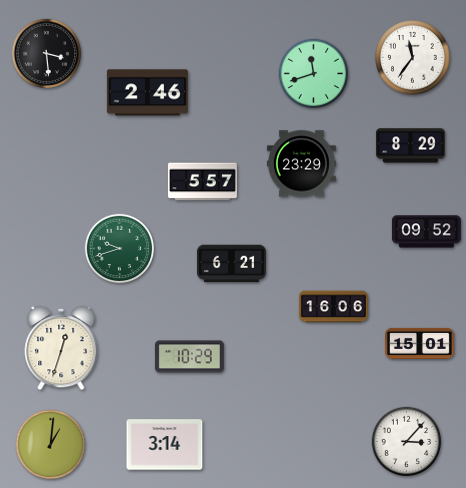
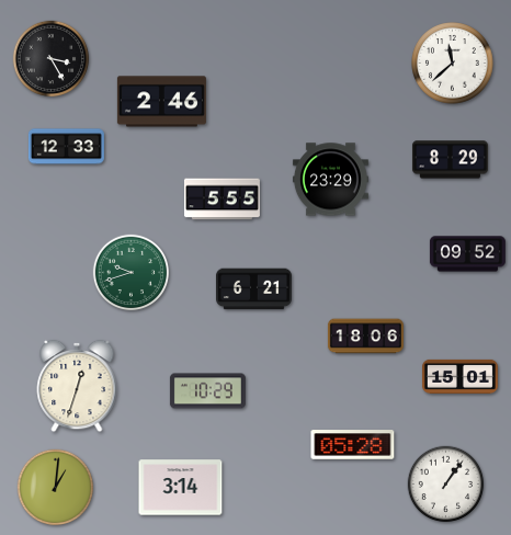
clock at (47, 54): 3:29 -> 3:25
clock at (413, 58): 11:36 -> 11:38
clock at (314, 74): 11:42 -> none
clock at (66, 147): none -> 12:33
clock at (202, 182): 5:57 -> 5:55
clock at (333, 307): 16:06 -> 18:06
clock at (61, 348) position: (61, 348) -> (77, 386)
clock at (353, 445): none -> 05:28
clock at (407, 442): 3:07 -> 1:06
